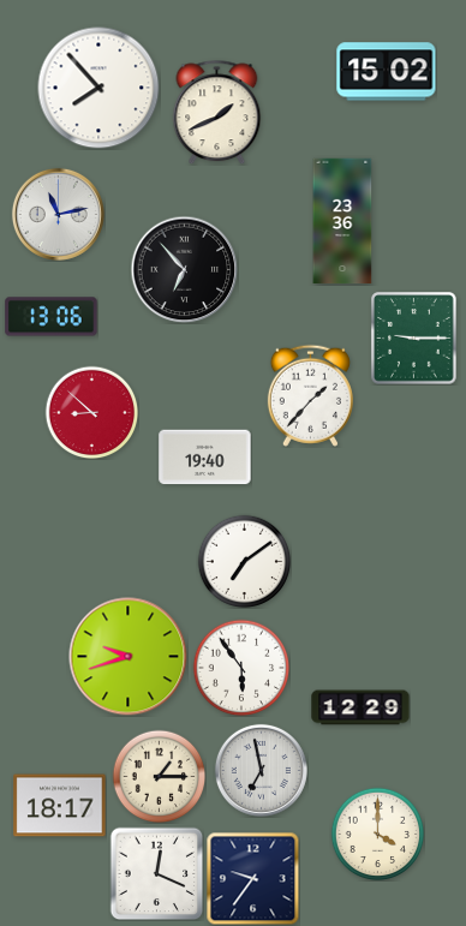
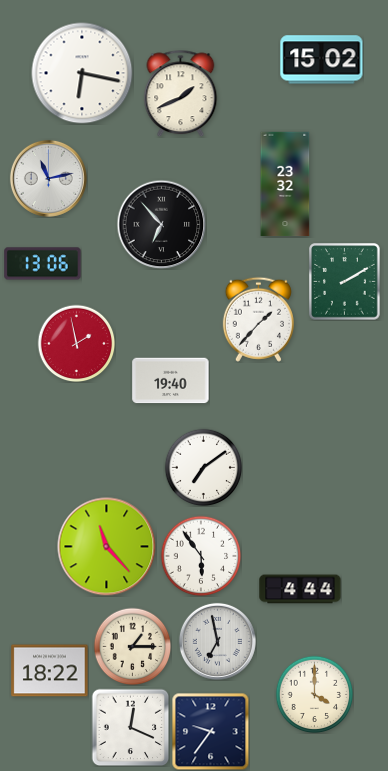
clock at (98, 88): 7:53 -> 6:17
clock at (342, 221): 23:36 -> 23:32
clock at (184, 269) position: (184, 269) -> (161, 224)
clock at (414, 339): 9:15 -> 2:10
clock at (310, 395) position: (310, 395) -> (258, 319)
clock at (91, 412): 8:52 -> 1:58
clock at (129, 657): 9:42 -> 11:23
clock at (360, 707): 12:29 -> 4:44
clock at (60, 806): 18:17 -> 18:22
